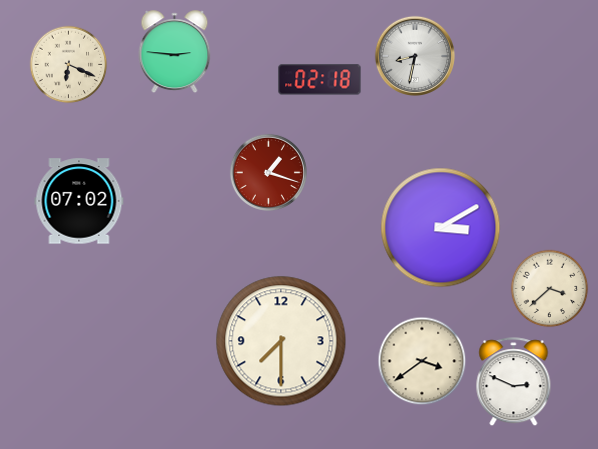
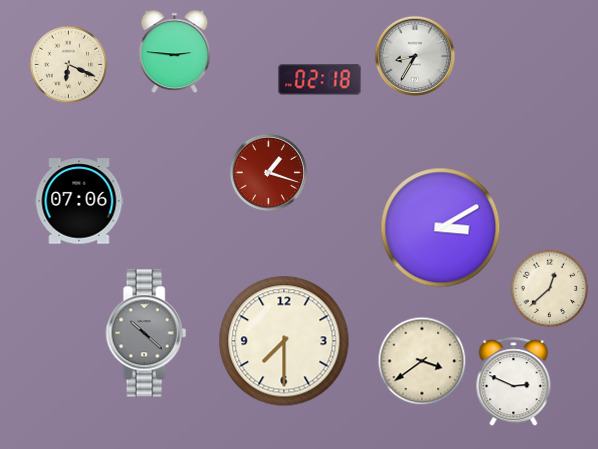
clock at (414, 55): 8:32 -> 8:35
clock at (79, 201): 07:02 -> 07:06
clock at (549, 288): 3:38 -> 12:38
clock at (146, 333): none -> 10:22
clock at (281, 341) position: (281, 341) -> (284, 341)
